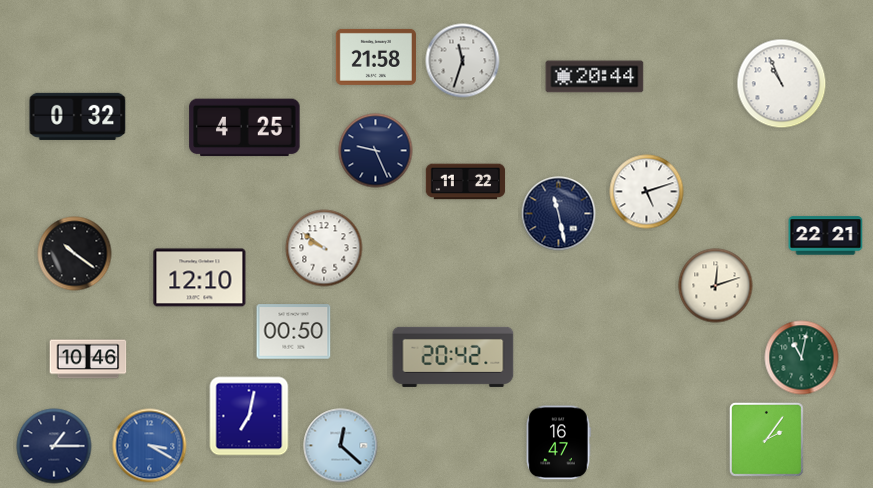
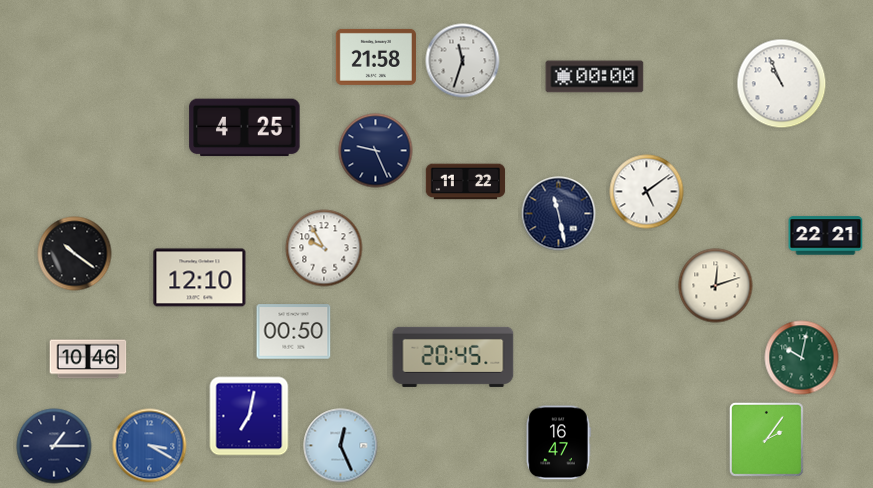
clock at (595, 77): 20:44 -> 00:00
clock at (78, 116): 0:32 -> none
clock at (647, 192): 5:12 -> 5:09
clock at (324, 248): 9:51 -> 9:55
clock at (453, 357): 20:42 -> 20:45
clock at (802, 358): 11:02 -> 10:02
clock at (341, 446): 12:22 -> 12:26
